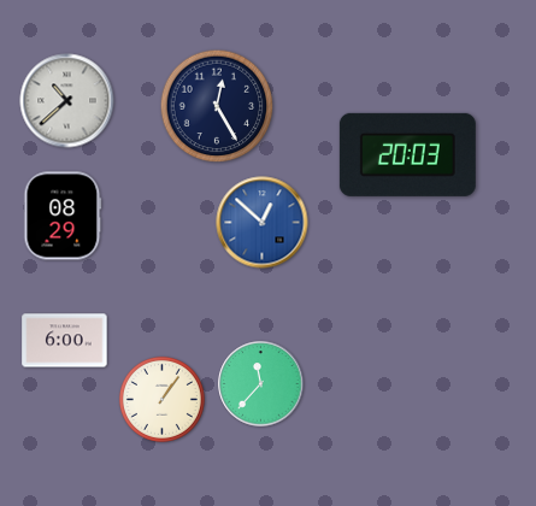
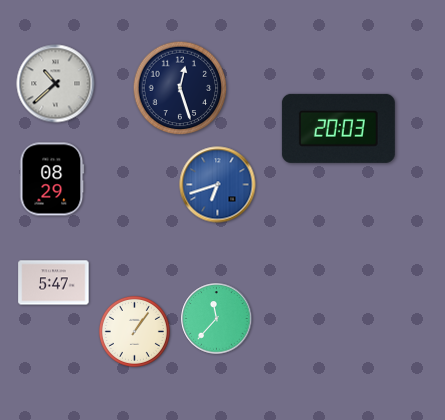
clock at (217, 106): 12:25 -> 12:27
clock at (263, 223): 12:52 -> 6:42
clock at (65, 341): 6:00 -> 5:47
